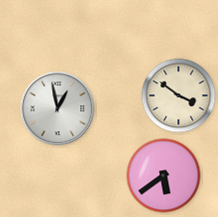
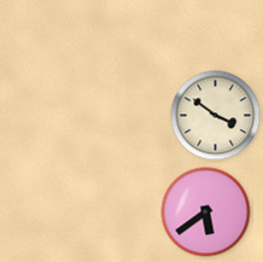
clock at (58, 109): 12:58 -> none
clock at (164, 176) position: (164, 176) -> (206, 212)
